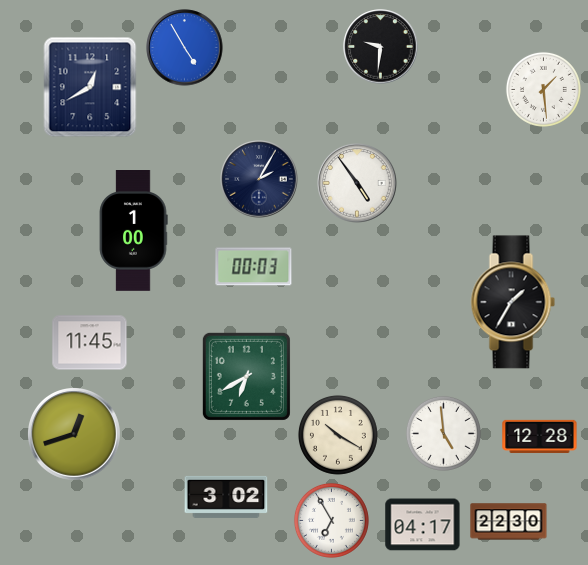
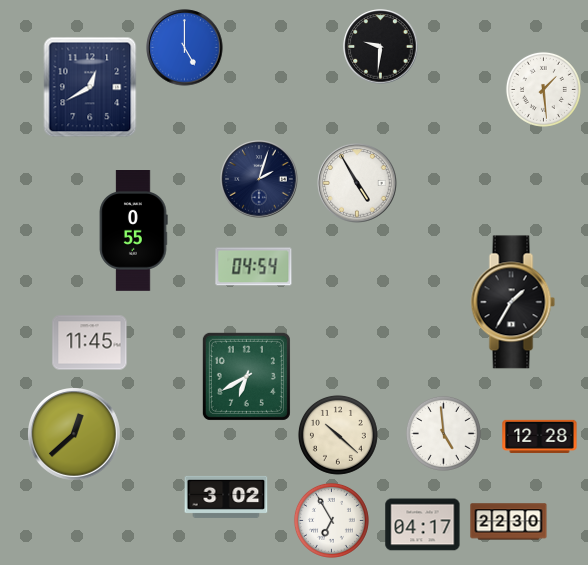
clock at (185, 48): 4:55 -> 5:00
clock at (259, 179): 2:05 -> 2:03
clock at (357, 183): 4:54 -> 4:55
clock at (133, 231): 1:00 -> 0:55
clock at (254, 267): 00:03 -> 04:54
clock at (75, 435): 12:42 -> 12:38
clock at (338, 435): 10:20 -> 10:22
